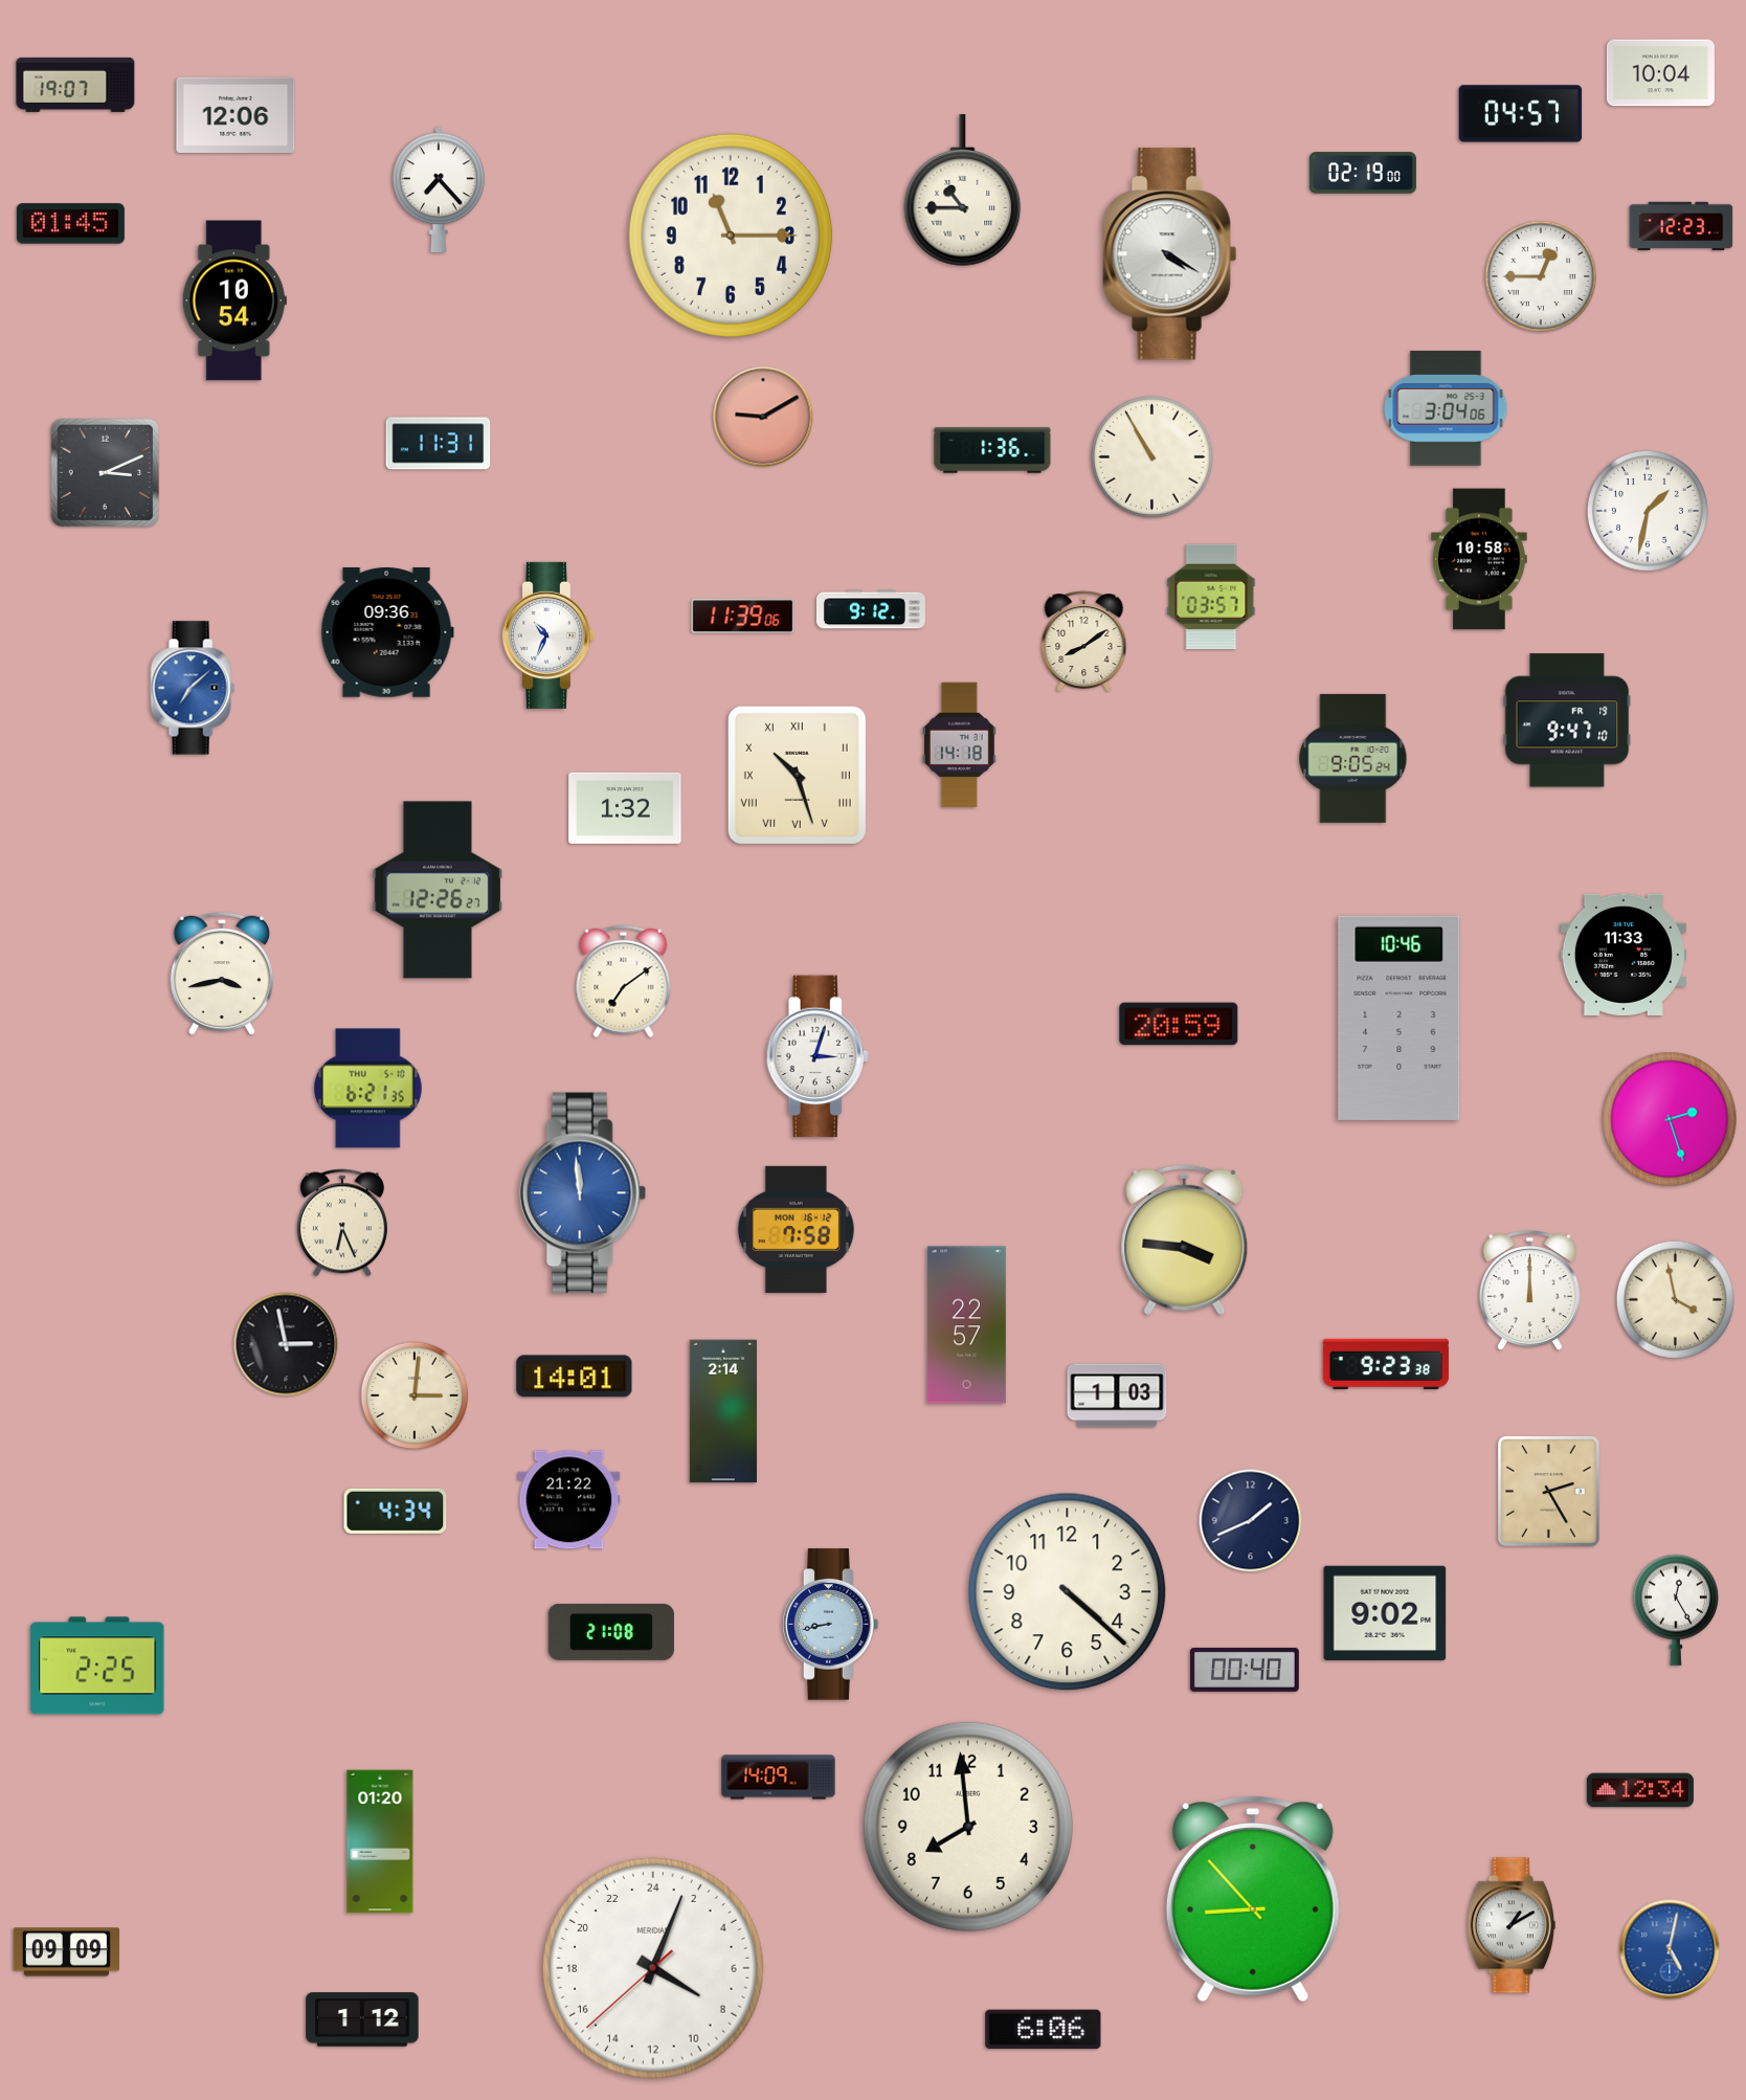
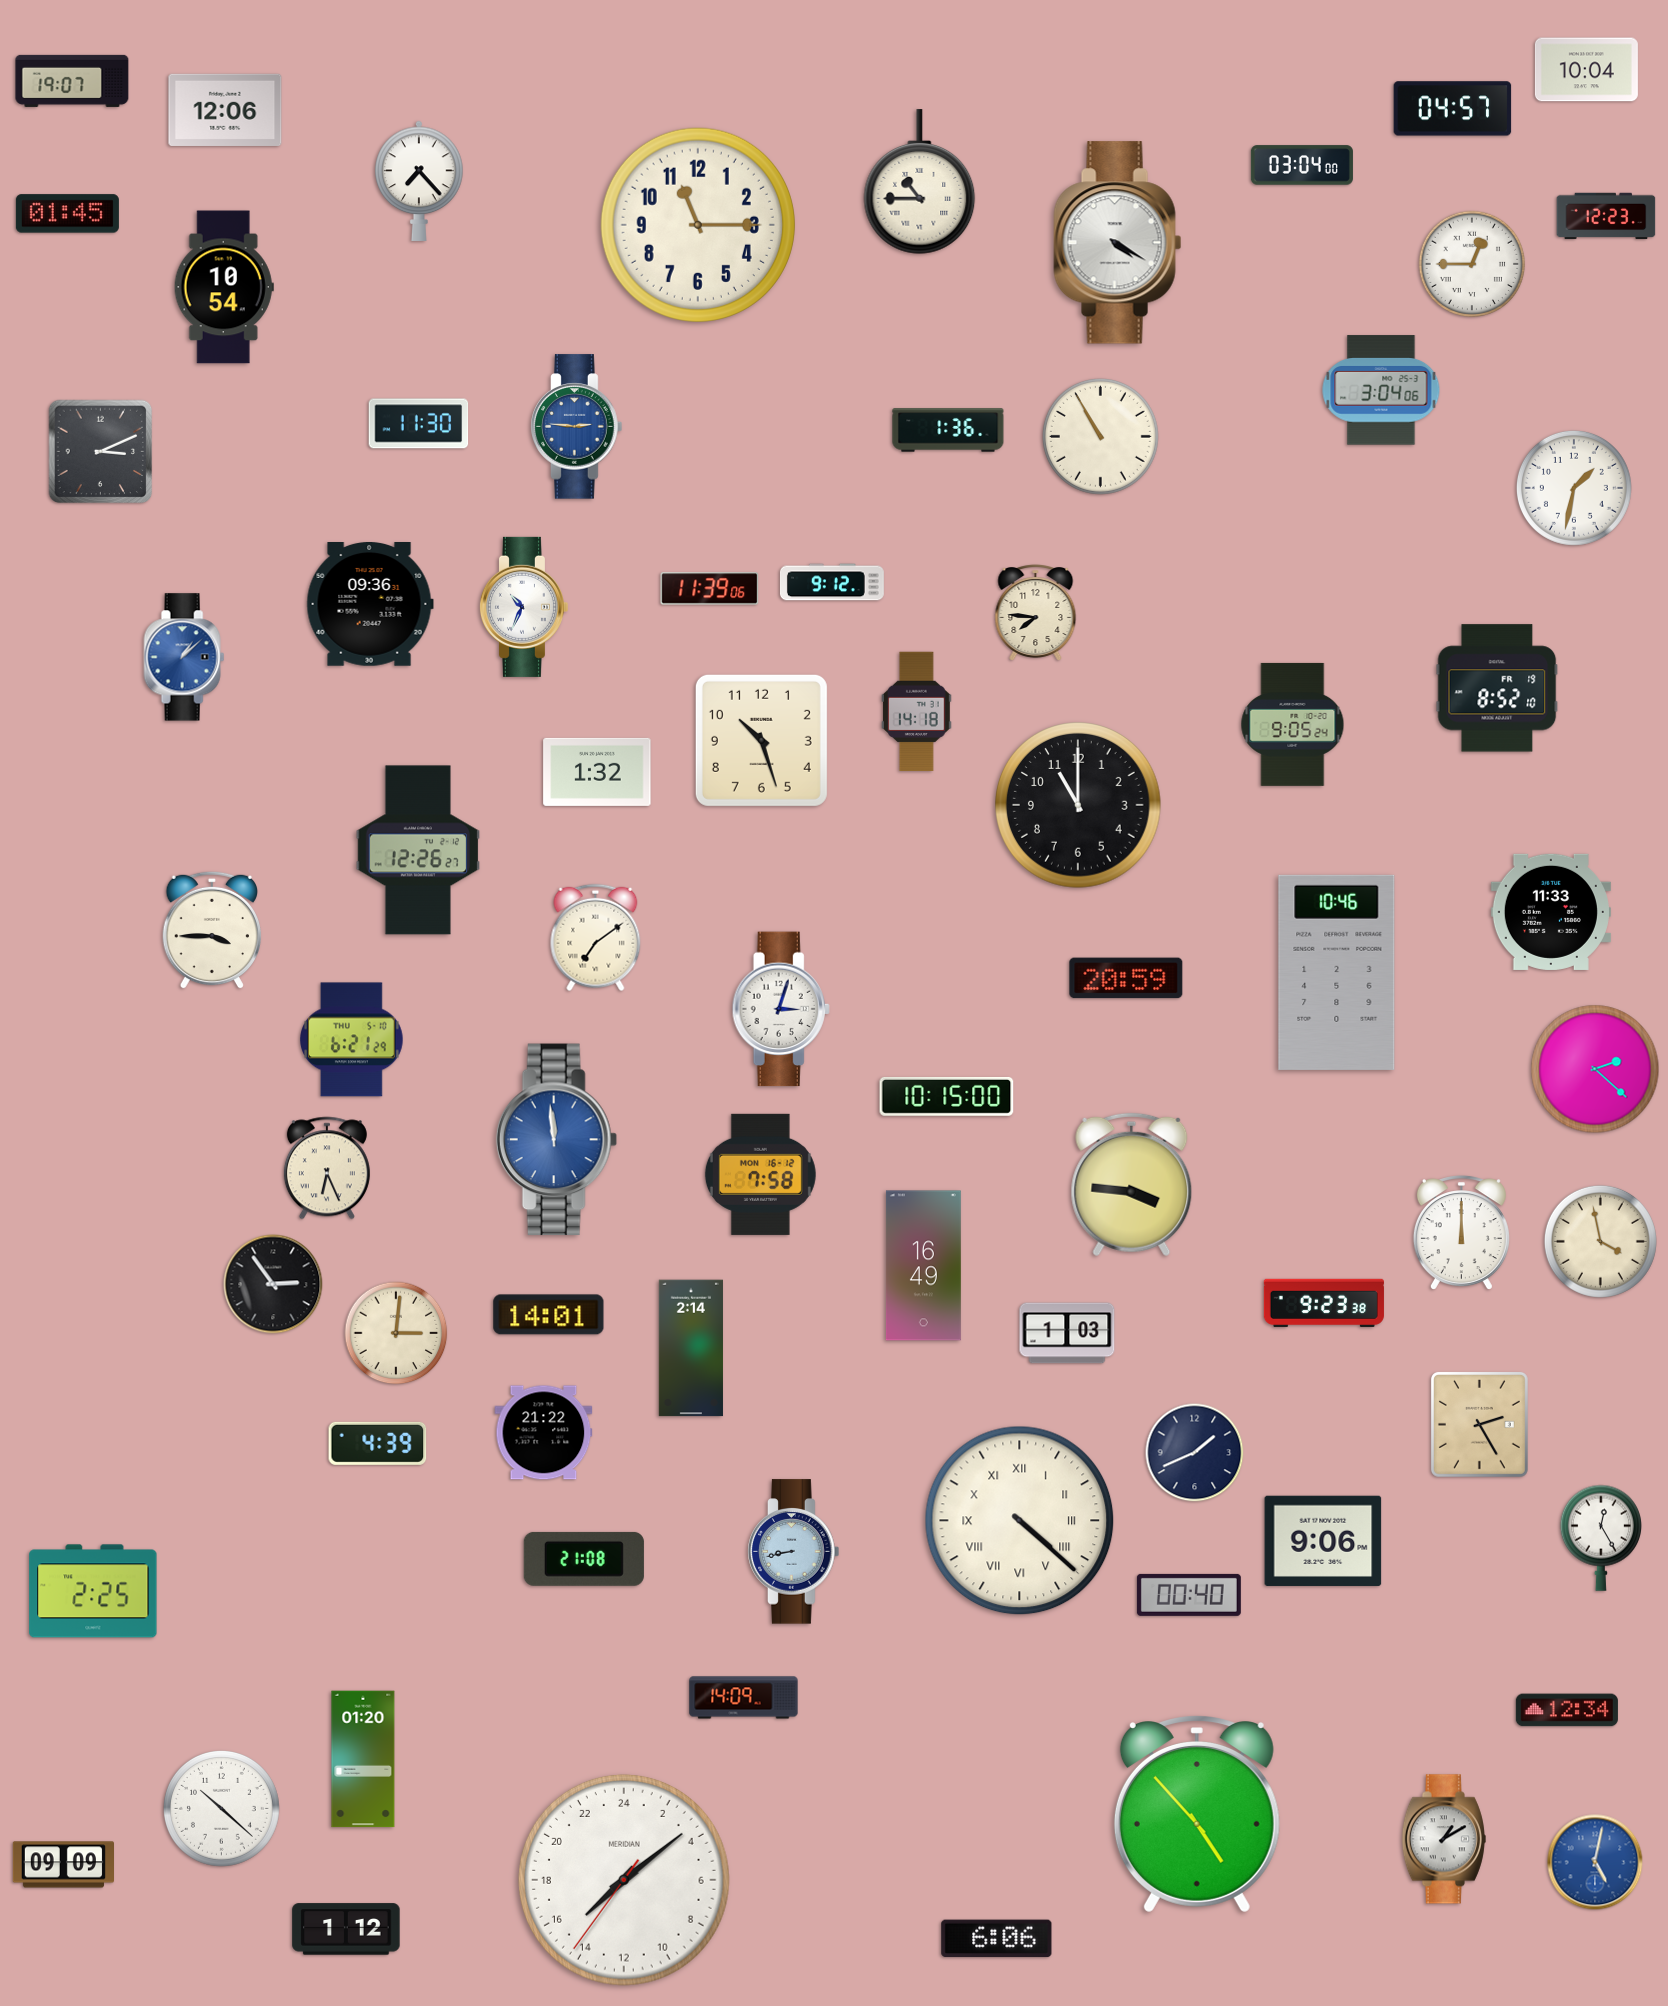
clock at (1363, 173): 02:19 -> 03:04
clock at (763, 417): 9:10 -> none
clock at (439, 444): 11:31 -> 11:30
clock at (577, 427): none -> 2:46
clock at (1479, 559): 10:58 -> none
clock at (1211, 596): 03:57 -> none
clock at (1084, 642): 8:09 -> 7:46
clock at (193, 688): 7:08 -> 1:08
clock at (1567, 720): 9:47 -> 8:52
clock at (797, 775) numerals: Roman -> Arabic
clock at (1079, 806): none -> 11:00
clock at (221, 974): 3:43 -> 3:45
clock at (368, 1089): 6:21:35 -> 6:21:29
clock at (1670, 1119): 2:27 -> 2:22
clock at (947, 1096): none -> 10:15
clock at (966, 1325): 22:57 -> 16:49
clock at (286, 1344): 2:58 -> 2:54
clock at (396, 1511): 4:34 -> 4:39
clock at (1068, 1592) numerals: Arabic -> Roman
clock at (1385, 1612): 9:02 -> 9:06
clock at (968, 1827): 7:59 -> none
clock at (221, 1808): none -> 10:22
clock at (1253, 1900): 8:53 -> 4:53
clock at (653, 1968): 8:03 -> 15:08
